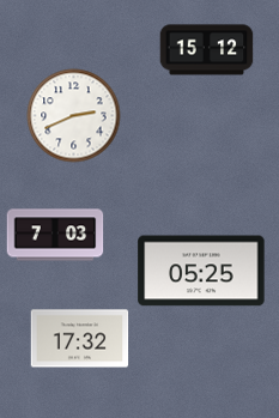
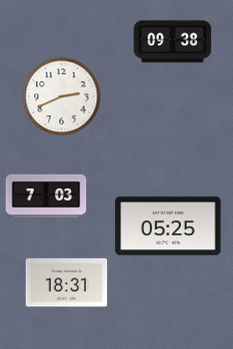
clock at (206, 50): 15:12 -> 09:38
clock at (79, 339): 17:32 -> 18:31
